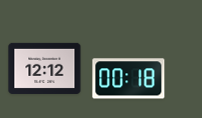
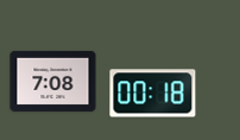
clock at (45, 68): 12:12 -> 7:08
